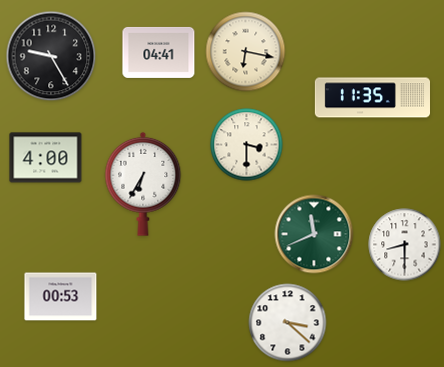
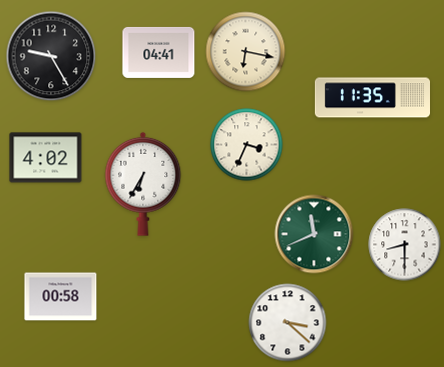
clock at (247, 145): 3:30 -> 3:34
clock at (46, 158): 4:00 -> 4:02
clock at (61, 297): 00:53 -> 00:58
